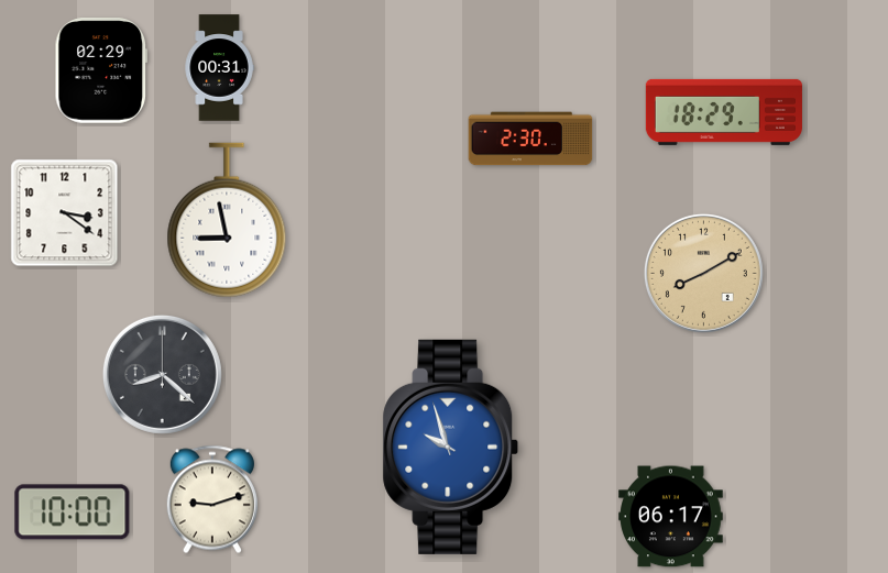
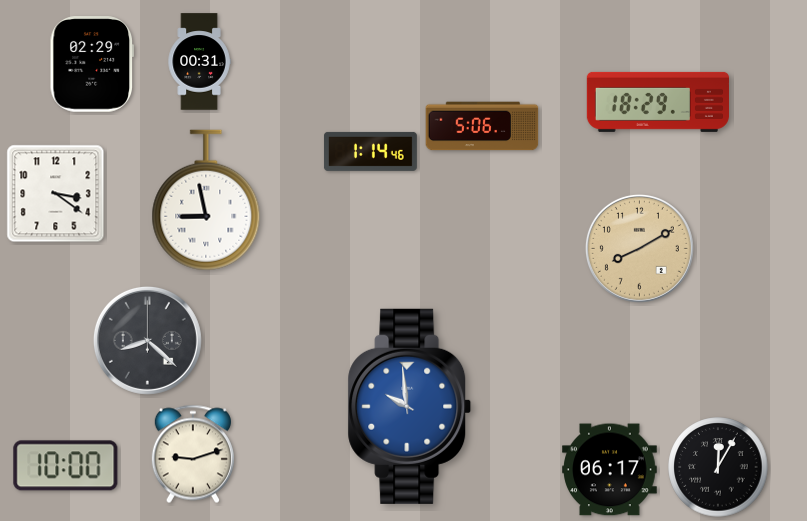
clock at (530, 139): 2:30 -> 5:06
clock at (370, 151): none -> 1:14
clock at (65, 213) position: (65, 213) -> (56, 194)
clock at (451, 447): 9:57 -> 9:59
clock at (718, 467): none -> 12:05
